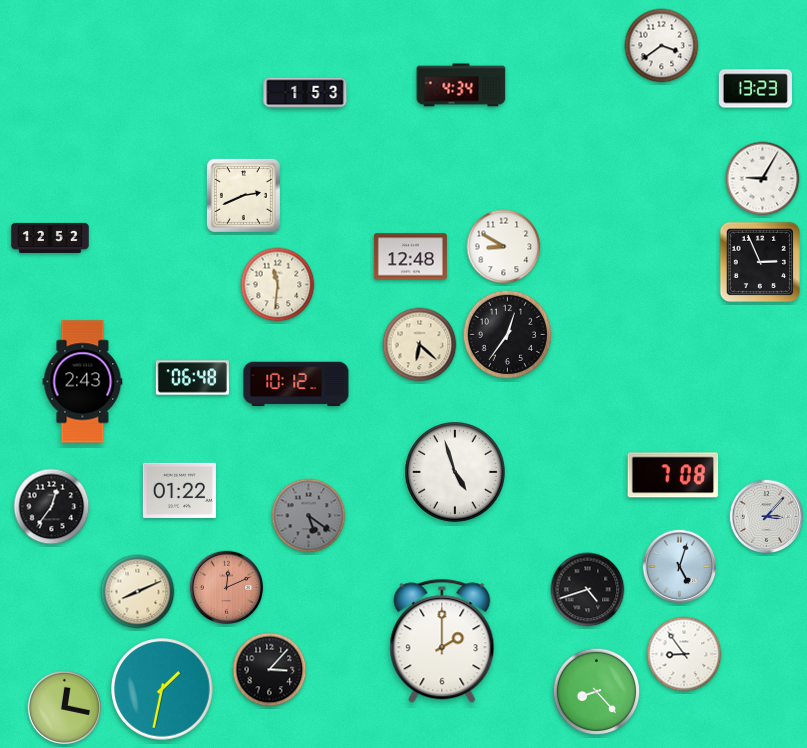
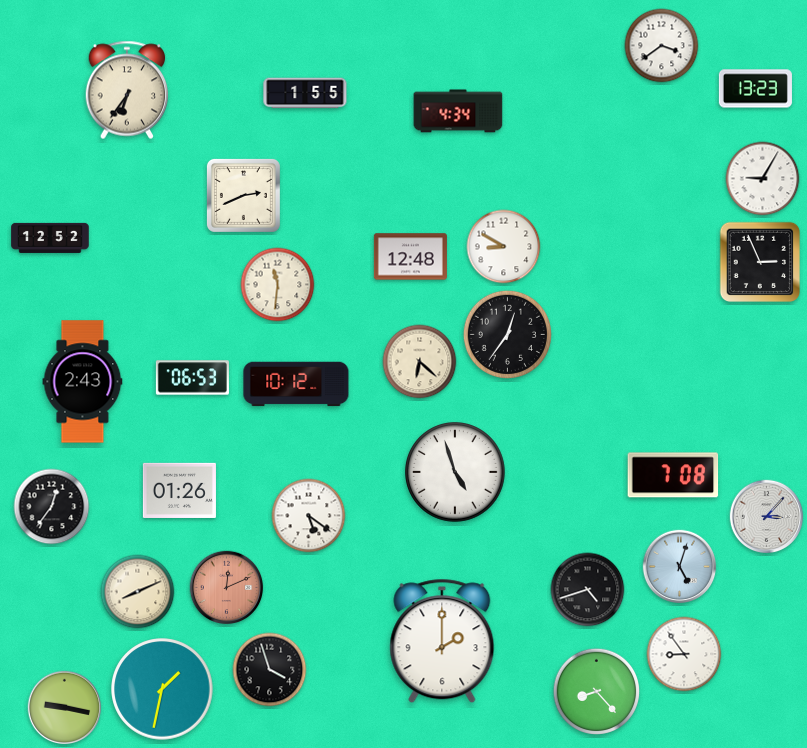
clock at (461, 85) position: (461, 85) -> (458, 111)
clock at (127, 90): none -> 6:36
clock at (305, 93): 1:53 -> 1:55
clock at (420, 345) position: (420, 345) -> (420, 362)
clock at (192, 378): 06:48 -> 06:53
clock at (179, 490): 01:22 -> 01:26
clock at (309, 516) dial: grey -> white
clock at (270, 670): 3:07 -> 3:57
clock at (65, 708): 12:17 -> 9:17
